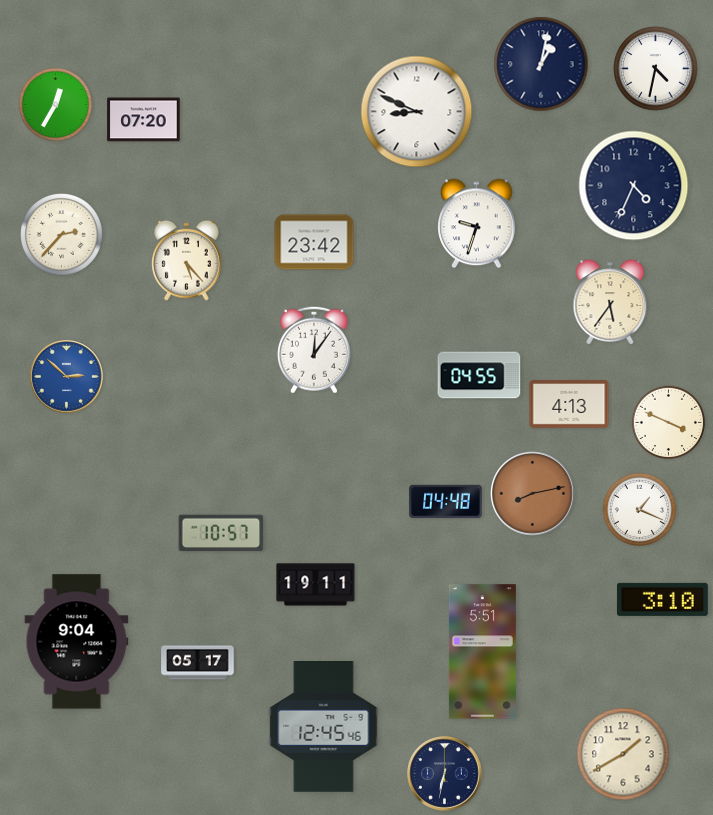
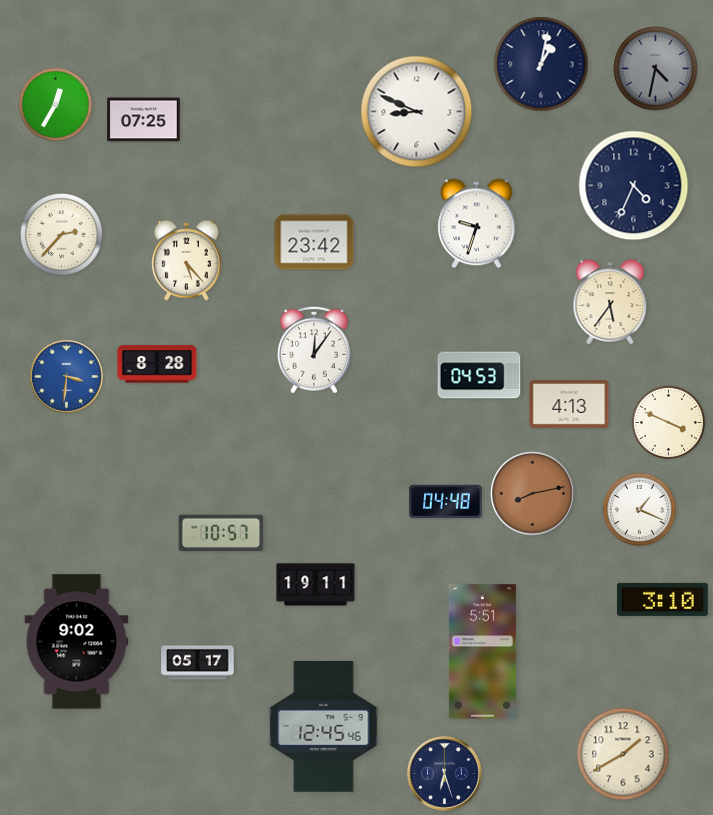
clock at (656, 69) dial: white -> grey
clock at (144, 120): 07:20 -> 07:25
clock at (157, 364): none -> 8:28
clock at (479, 375): 04:55 -> 04:53
clock at (67, 377): 2:52 -> 3:31
clock at (77, 642): 9:04 -> 9:02
clock at (445, 774): 6:32 -> 6:27
